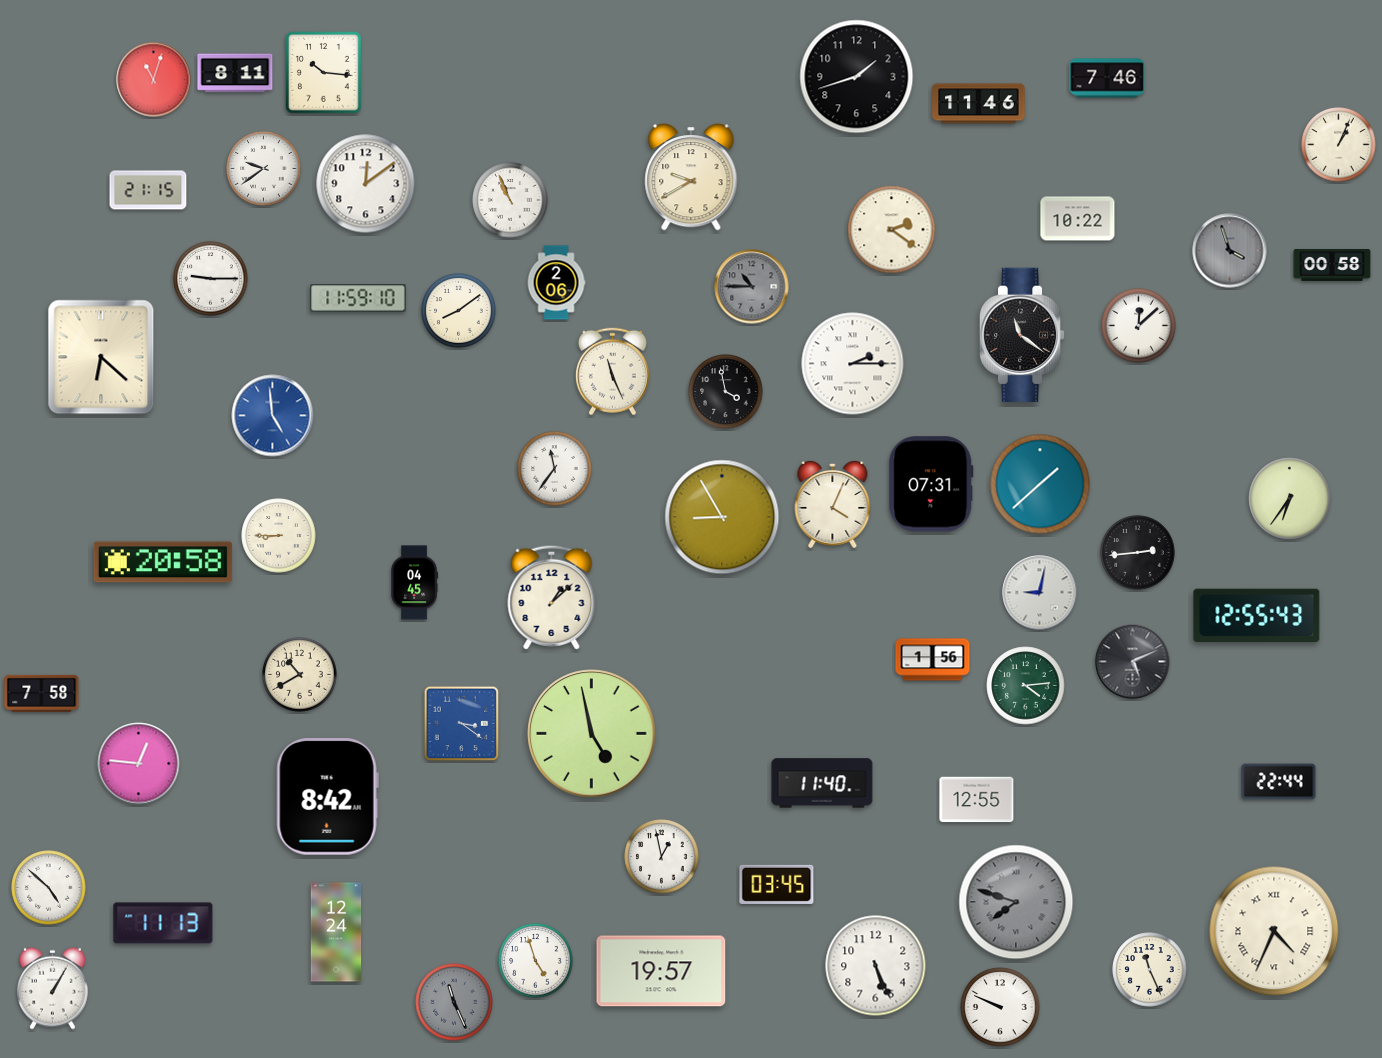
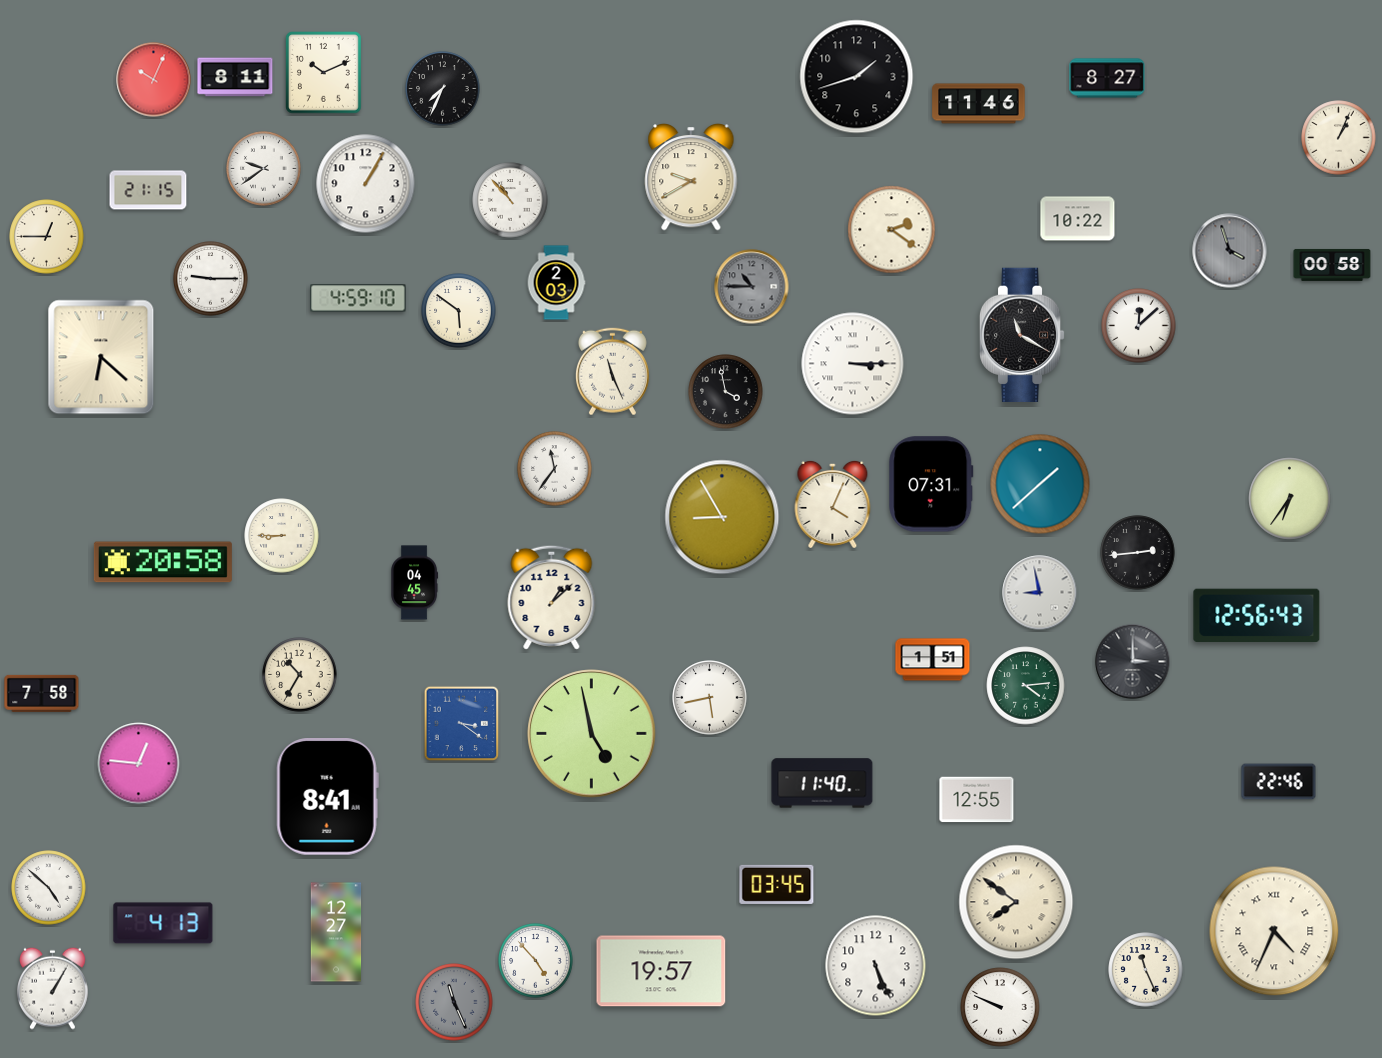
clock at (235, 73) position: (235, 73) -> (235, 77)
clock at (324, 73): 10:16 -> 10:11
clock at (1107, 78): 7:46 -> 8:27
clock at (154, 80): 11:03 -> 10:04
clock at (443, 89): none -> 7:34
clock at (1339, 145) position: (1339, 145) -> (1339, 138)
clock at (366, 184): 12:09 -> 1:05
clock at (510, 200): 10:56 -> 10:53
clock at (47, 237): none -> 12:45
clock at (556, 283): 2:06 -> 2:03
clock at (358, 298): 11:59 -> 4:59
clock at (459, 311): 8:09 -> 5:51
clock at (1022, 334): 11:21 -> 11:20
clock at (853, 364): 2:15 -> 3:15
clock at (273, 416): 4:59 -> none
clock at (279, 536) position: (279, 536) -> (282, 536)
clock at (1040, 593): 9:02 -> 8:58
clock at (1257, 615): 12:55 -> 12:56
clock at (933, 660): 1:56 -> 1:51
clock at (1133, 662): 5:11 -> 3:00
clock at (300, 675): 10:40 -> 10:35
clock at (710, 698): none -> 5:43
clock at (1279, 782): 22:44 -> 22:46
clock at (327, 797): 8:42 -> 8:41
clock at (662, 857): 12:58 -> none
clock at (1016, 902): 7:48 -> 7:51
clock at (1016, 902) dial: grey -> cream
clock at (163, 923): 11:13 -> 4:13
clock at (336, 932): 12:24 -> 12:27
clock at (536, 961): 4:57 -> 4:53
clock at (1150, 970) position: (1150, 970) -> (1146, 970)
